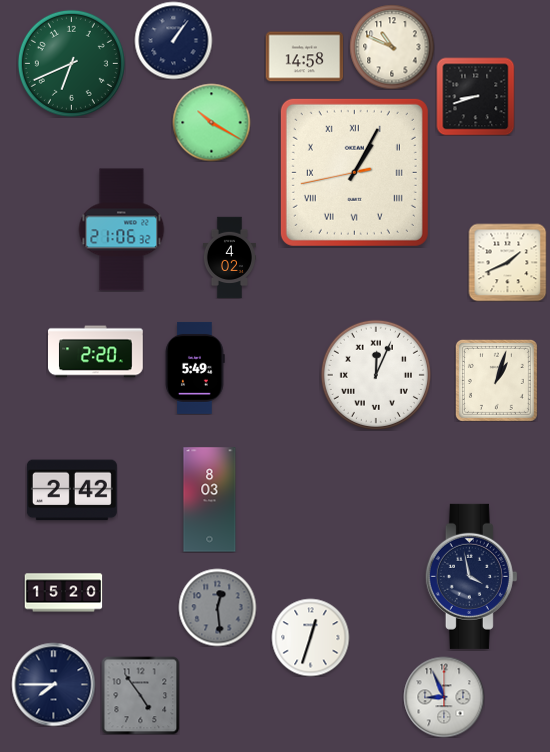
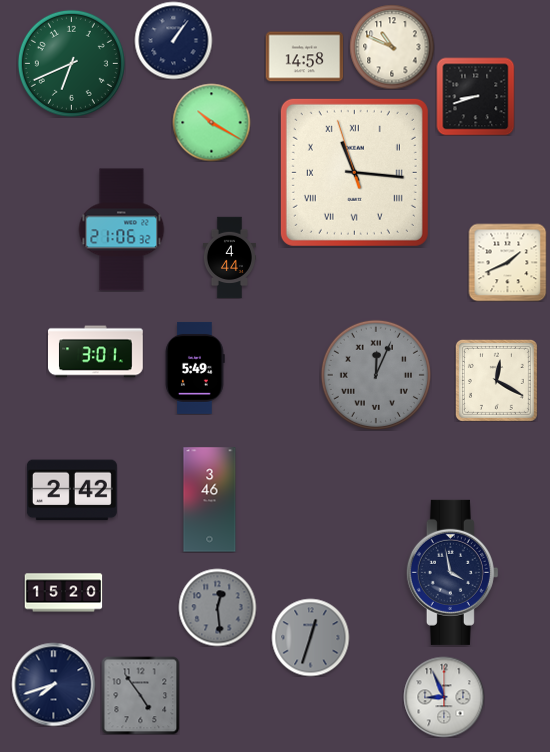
clock at (354, 172): 1:04 -> 11:15
clock at (229, 257): 4:02 -> 4:44
clock at (96, 352): 2:20 -> 3:01
clock at (376, 375) dial: white -> grey
clock at (496, 380): 1:03 -> 12:20
clock at (210, 500): 8:03 -> 3:46
clock at (471, 576) position: (471, 576) -> (452, 572)
clock at (310, 637) dial: white -> grey
clock at (53, 684): 7:45 -> 7:42
